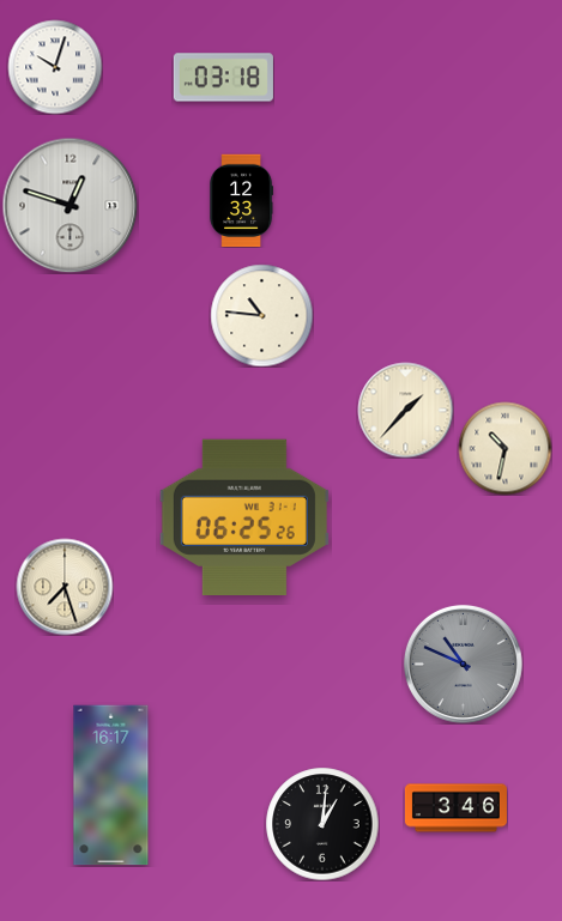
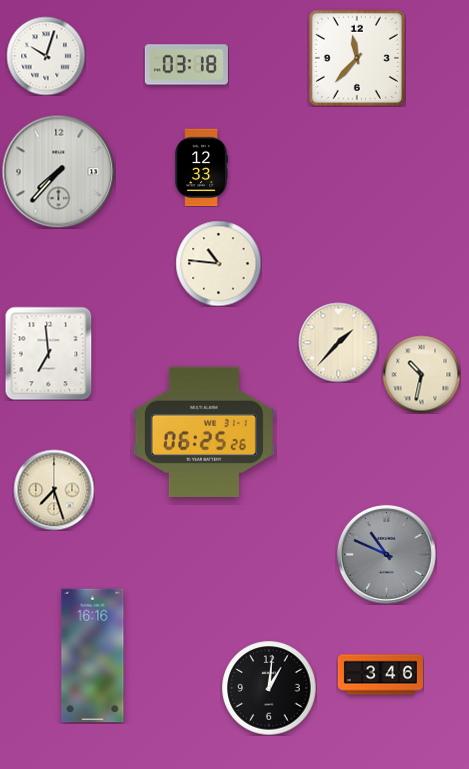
clock at (357, 58): none -> 11:37
clock at (70, 205): 12:48 -> 7:37
clock at (49, 353): none -> 6:59
clock at (111, 786): 16:17 -> 16:16
